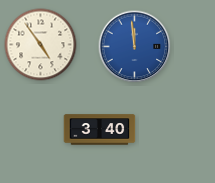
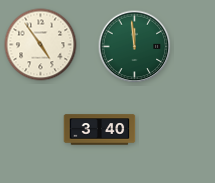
clock at (135, 47) dial: blue -> green
